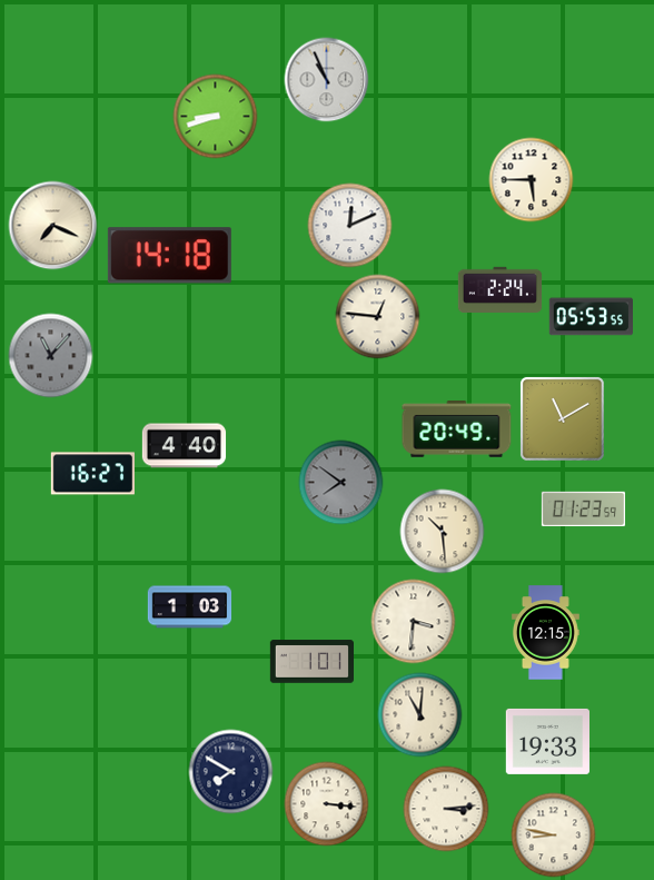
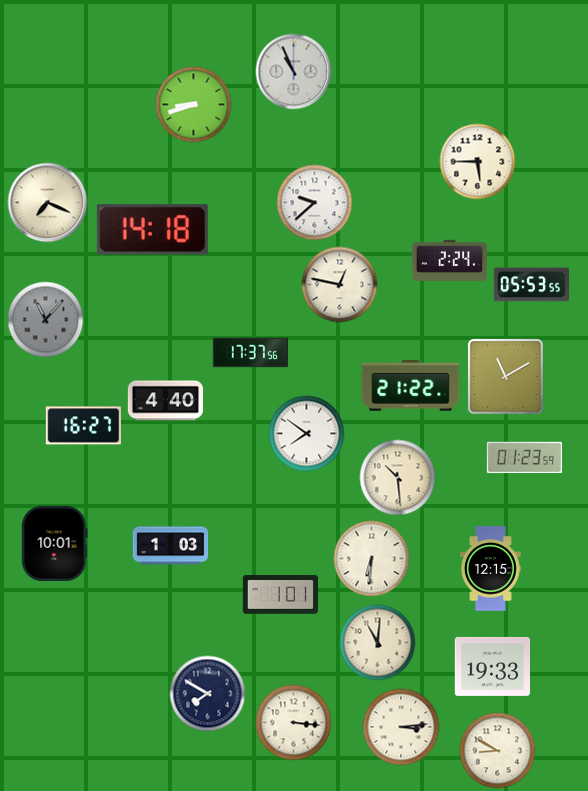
clock at (350, 226): 12:11 -> 9:38
clock at (378, 317): 12:46 -> 12:47
clock at (251, 353): none -> 17:37
clock at (457, 429): 20:49 -> 21:22
clock at (341, 483) dial: grey -> white
clock at (55, 543): none -> 10:01
clock at (414, 622): 3:31 -> 6:31
clock at (554, 835): 8:47 -> 8:50
